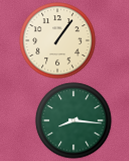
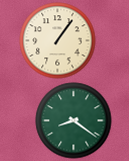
clock at (74, 121): 8:16 -> 8:21
